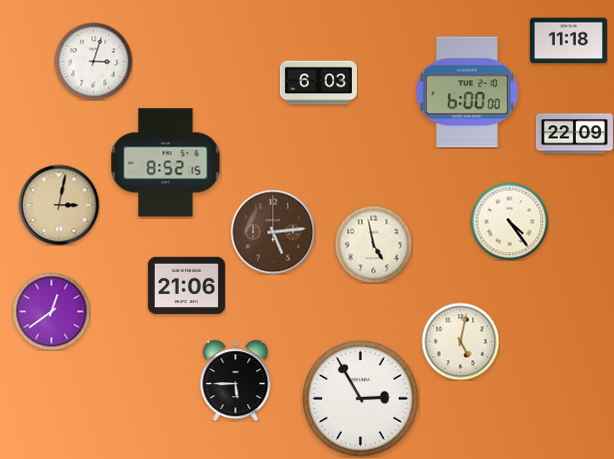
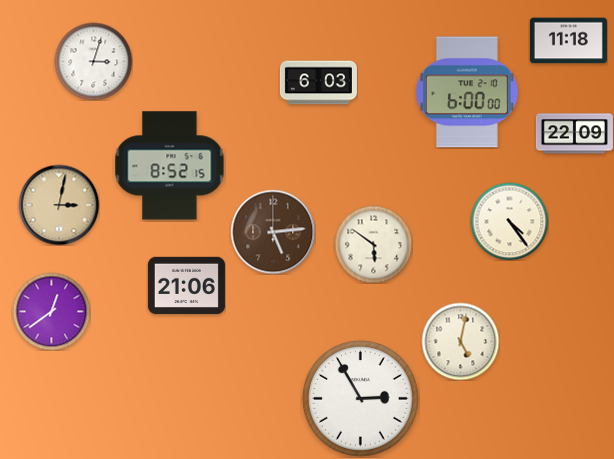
clock at (166, 163) position: (166, 163) -> (170, 166)
clock at (373, 244): 4:58 -> 5:51
clock at (236, 380): 5:45 -> none
